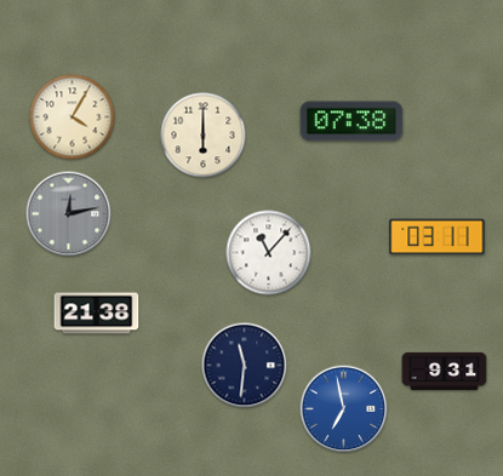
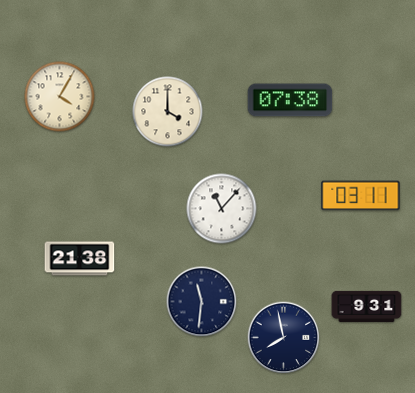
clock at (204, 136): 6:00 -> 4:00
clock at (69, 214): 12:13 -> none
clock at (344, 409): 6:58 -> 7:58
clock at (344, 409) dial: blue -> navy
